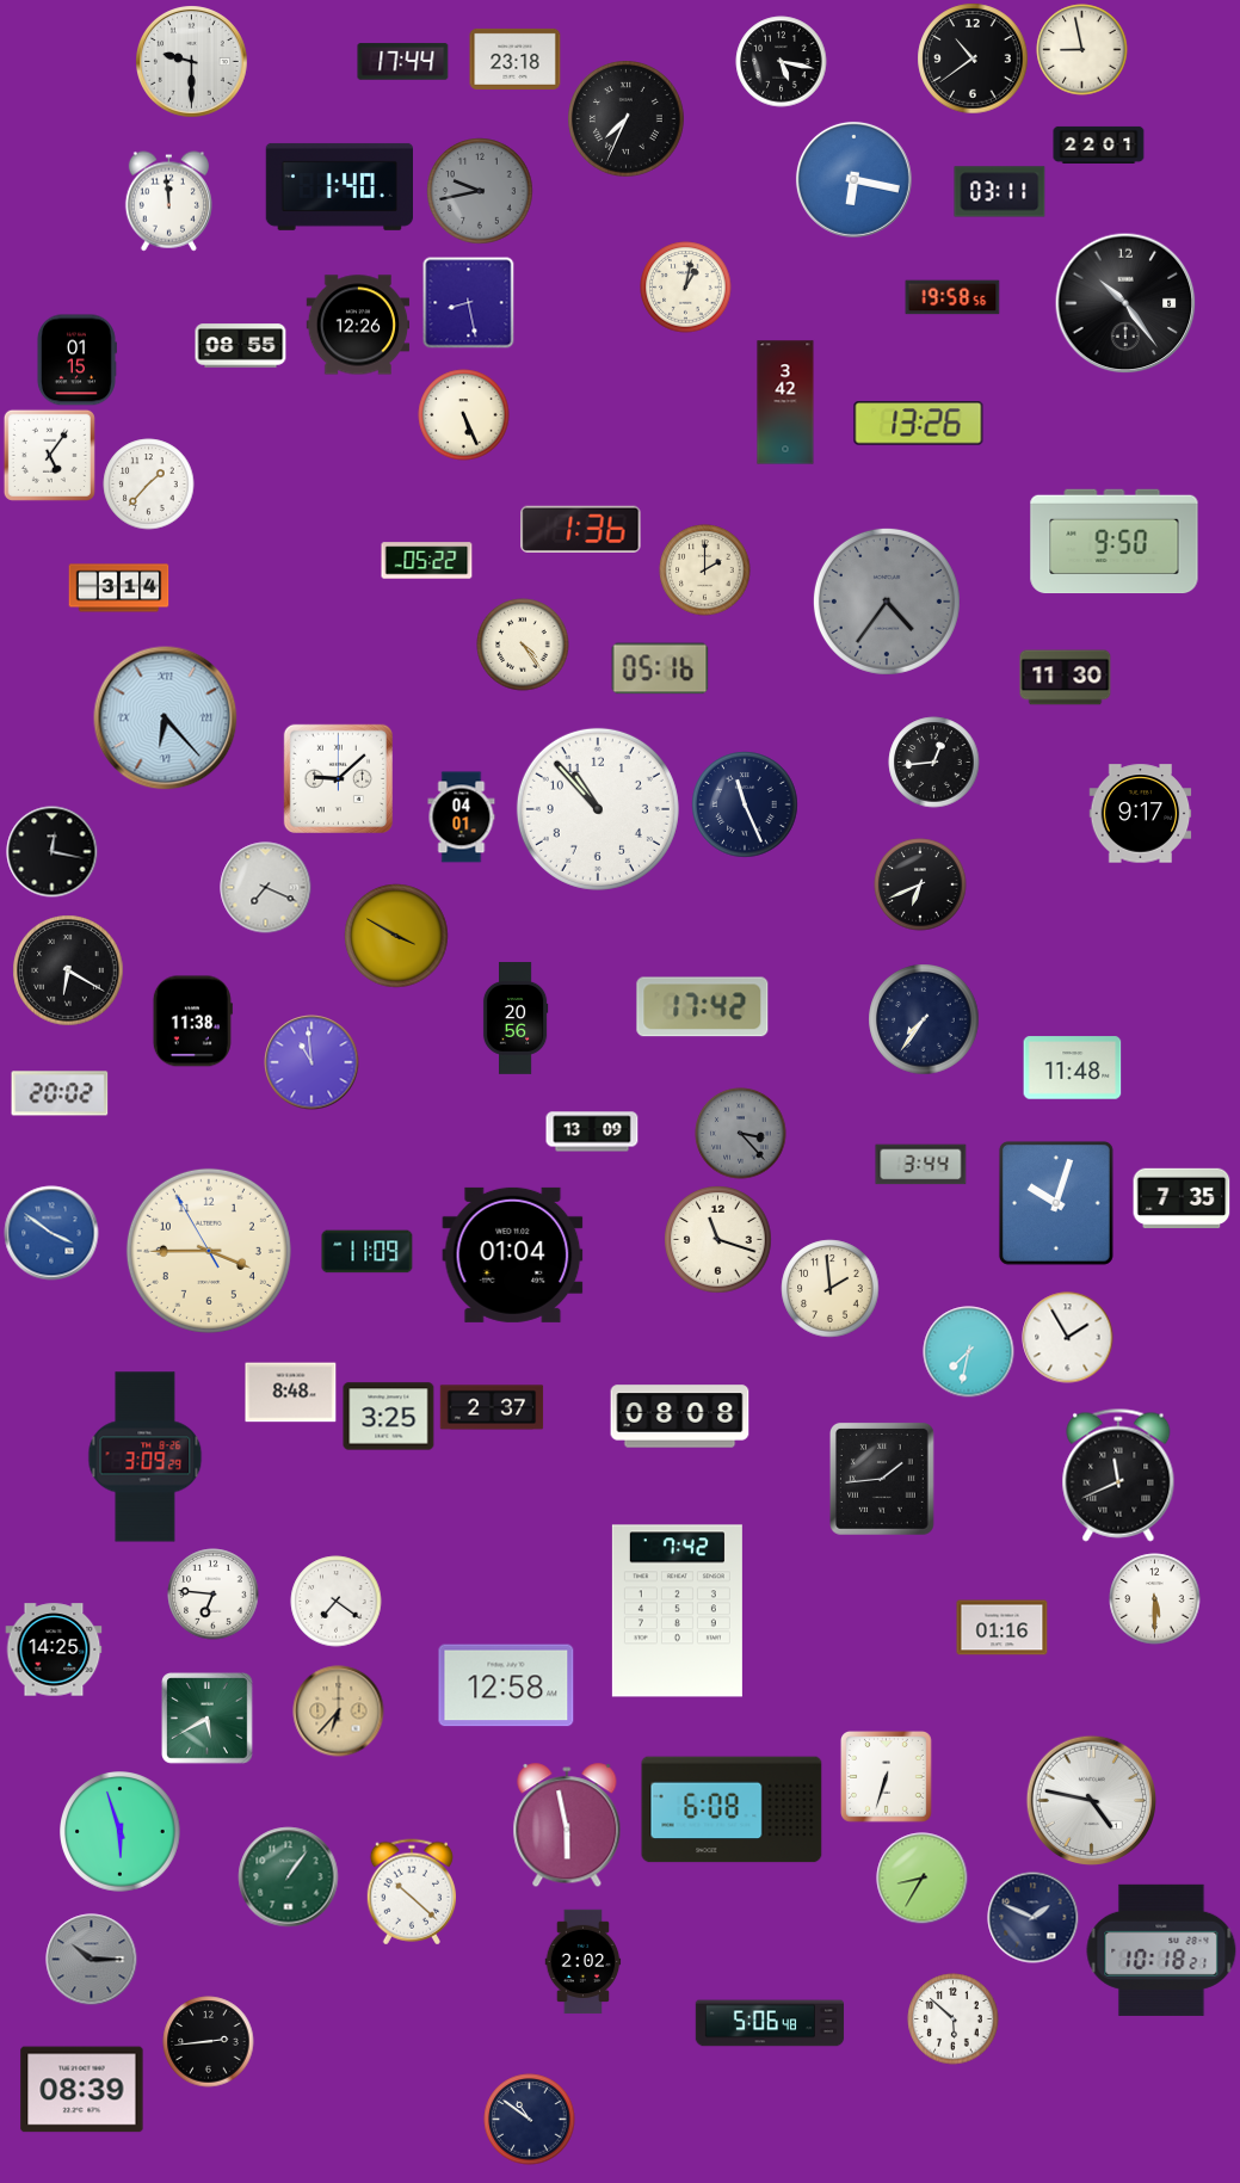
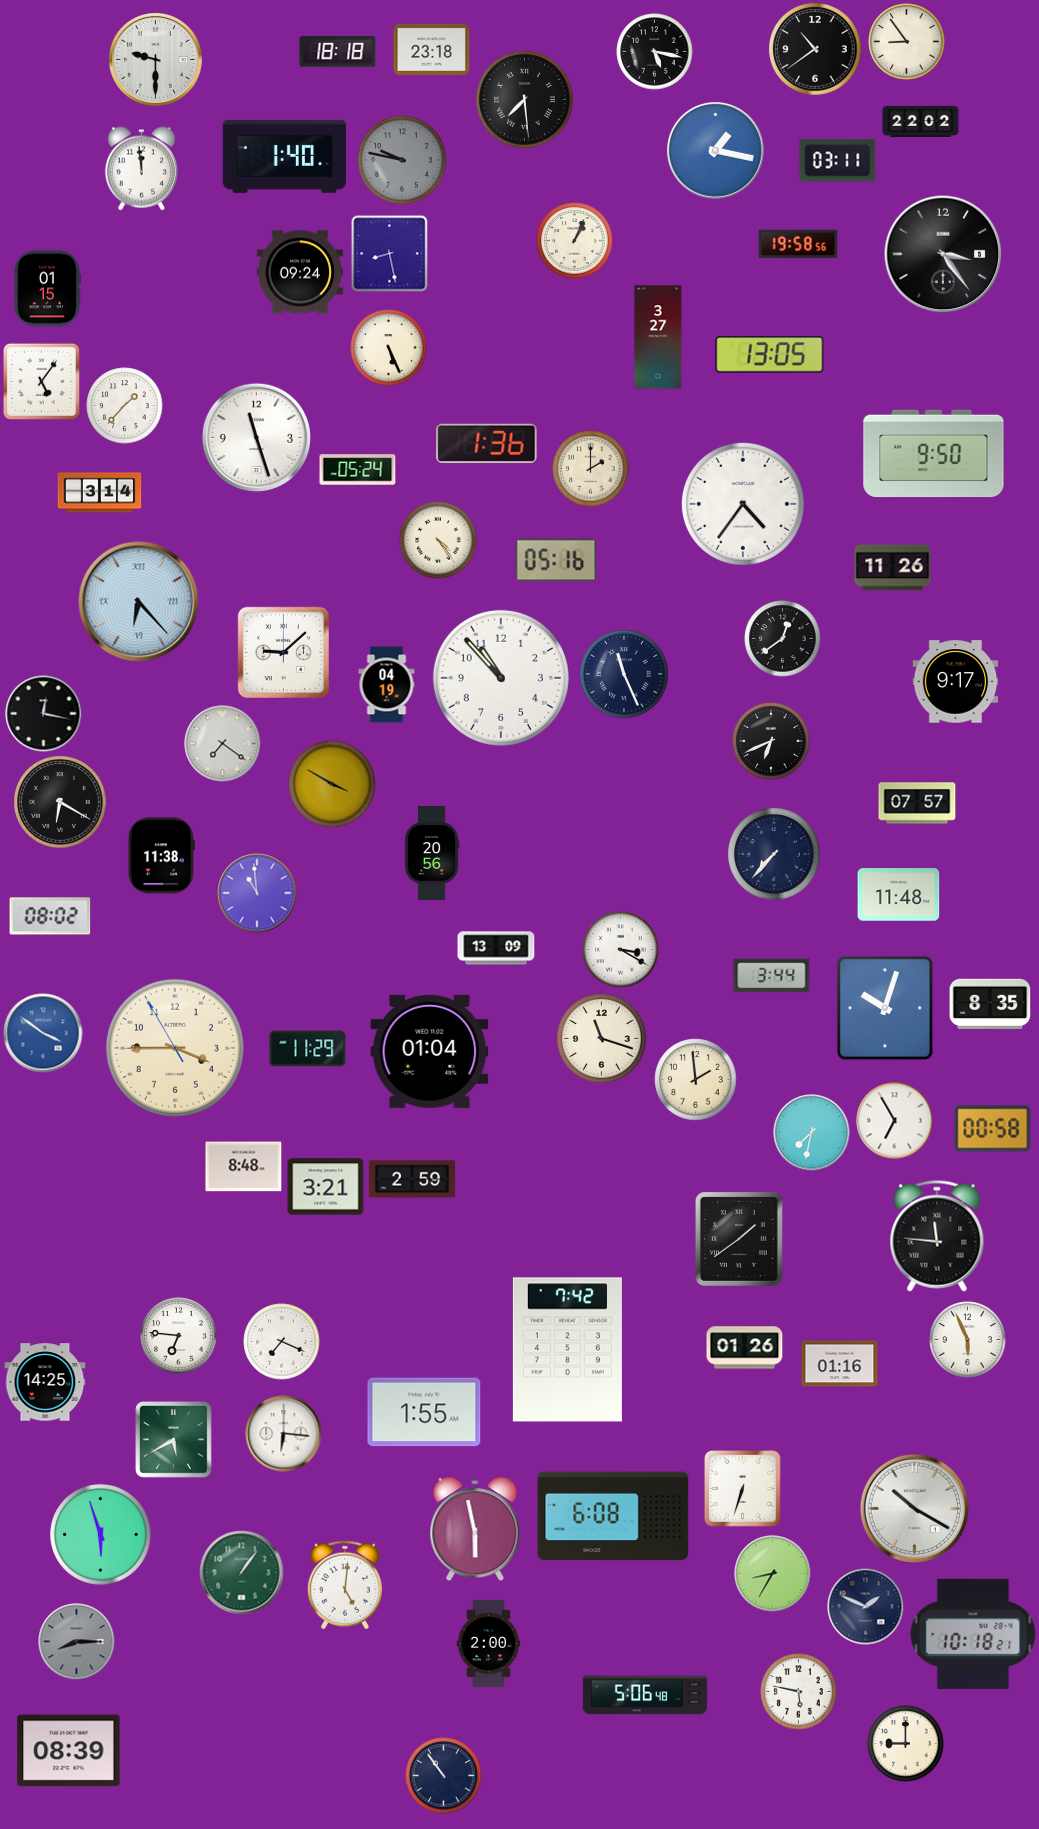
clock at (1082, 50): 8:58 -> 8:54
clock at (192, 62) position: (192, 62) -> (156, 60)
clock at (403, 62): 17:44 -> 18:18
clock at (627, 119): 7:34 -> 7:29
clock at (1099, 144): 22:01 -> 22:02
clock at (853, 179): 6:17 -> 1:17
clock at (480, 191): 9:43 -> 9:47
clock at (686, 288): 1:02 -> 1:04
clock at (952, 297) position: (952, 297) -> (798, 244)
clock at (469, 303) position: (469, 303) -> (390, 254)
clock at (1125, 303): 10:24 -> 3:24
clock at (358, 325): 12:26 -> 09:24
clock at (241, 346): 08:55 -> none
clock at (76, 360) position: (76, 360) -> (47, 289)
clock at (785, 402): 3:42 -> 3:27
clock at (919, 424): 13:26 -> 13:05
clock at (256, 437): none -> 11:27
clock at (427, 561): 05:22 -> 05:24
clock at (705, 571) position: (705, 571) -> (591, 469)
clock at (887, 602) dial: grey -> white
clock at (660, 668) position: (660, 668) -> (556, 560)
clock at (1066, 678): 11:30 -> 11:26
clock at (934, 763): 12:44 -> 12:39
clock at (462, 818): 04:01 -> 04:19
clock at (266, 888): 7:19 -> 7:21
clock at (917, 803): none -> 07:57
clock at (68, 970) position: (68, 970) -> (60, 802)
clock at (703, 1007): 17:42 -> none
clock at (924, 1019): 7:36 -> 7:37
clock at (311, 1062) position: (311, 1062) -> (257, 893)
clock at (60, 1093): 20:02 -> 08:02
clock at (741, 1134): 3:23 -> 3:20
clock at (741, 1134) dial: grey -> white
clock at (1182, 1197): 7:35 -> 8:35
clock at (368, 1252): 11:09 -> 11:29
clock at (1068, 1338): 1:55 -> 6:55
clock at (993, 1129): none -> 00:58
clock at (492, 1407): 2:37 -> 2:59
clock at (389, 1417): 3:25 -> 3:21
clock at (680, 1417): 08:08 -> none
clock at (146, 1457): 3:09 -> none
clock at (1118, 1475): 11:41 -> 11:46
clock at (882, 1479): 1:44 -> 1:39
clock at (1155, 1599): 5:30 -> 5:56
clock at (337, 1602): 7:21 -> 7:19
clock at (745, 1348): none -> 01:26
clock at (506, 1685): 12:58 -> 1:55
clock at (339, 1712): 6:37 -> 6:16
clock at (339, 1712) dial: champagne -> white
clock at (1091, 1800): 4:47 -> 10:20
clock at (411, 1892): 10:22 -> 5:01
clock at (92, 1960): 10:15 -> 8:15
clock at (584, 1962): 2:02 -> 2:00
clock at (954, 2019): 5:52 -> 5:47
clock at (209, 2042): 2:44 -> none
clock at (906, 1744): none -> 9:00
clock at (530, 2120): 10:51 -> 10:54
